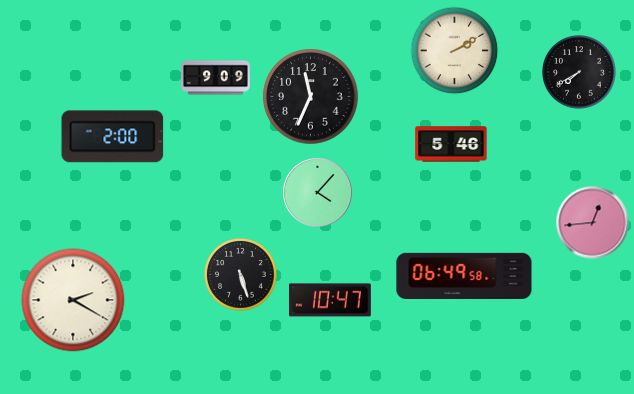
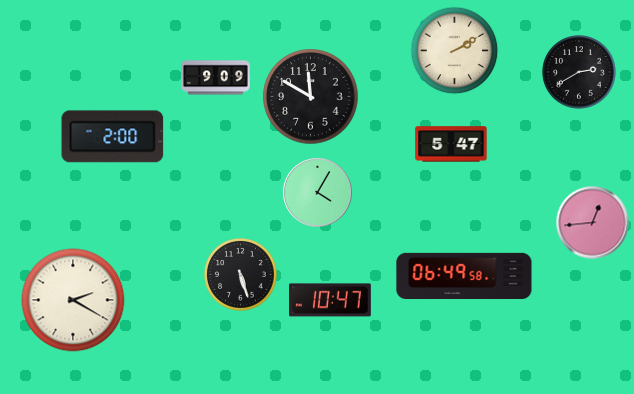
clock at (579, 72): 7:40 -> 2:40
clock at (311, 97): 11:34 -> 11:50
clock at (451, 144): 5:46 -> 5:47
clock at (318, 193): 4:07 -> 4:05
